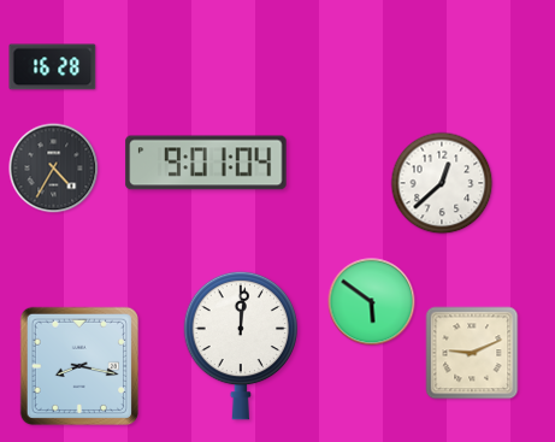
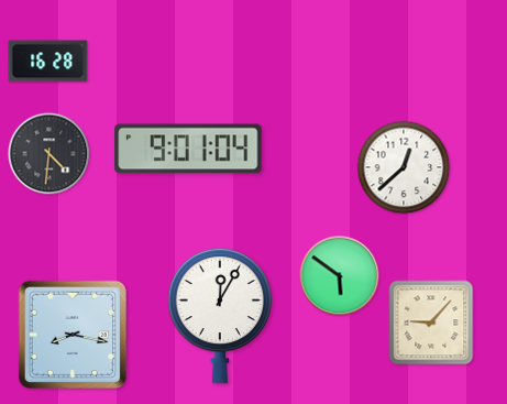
clock at (54, 169): 4:35 -> 4:31
clock at (241, 346): 12:01 -> 12:05
clock at (472, 353): 9:11 -> 9:07
